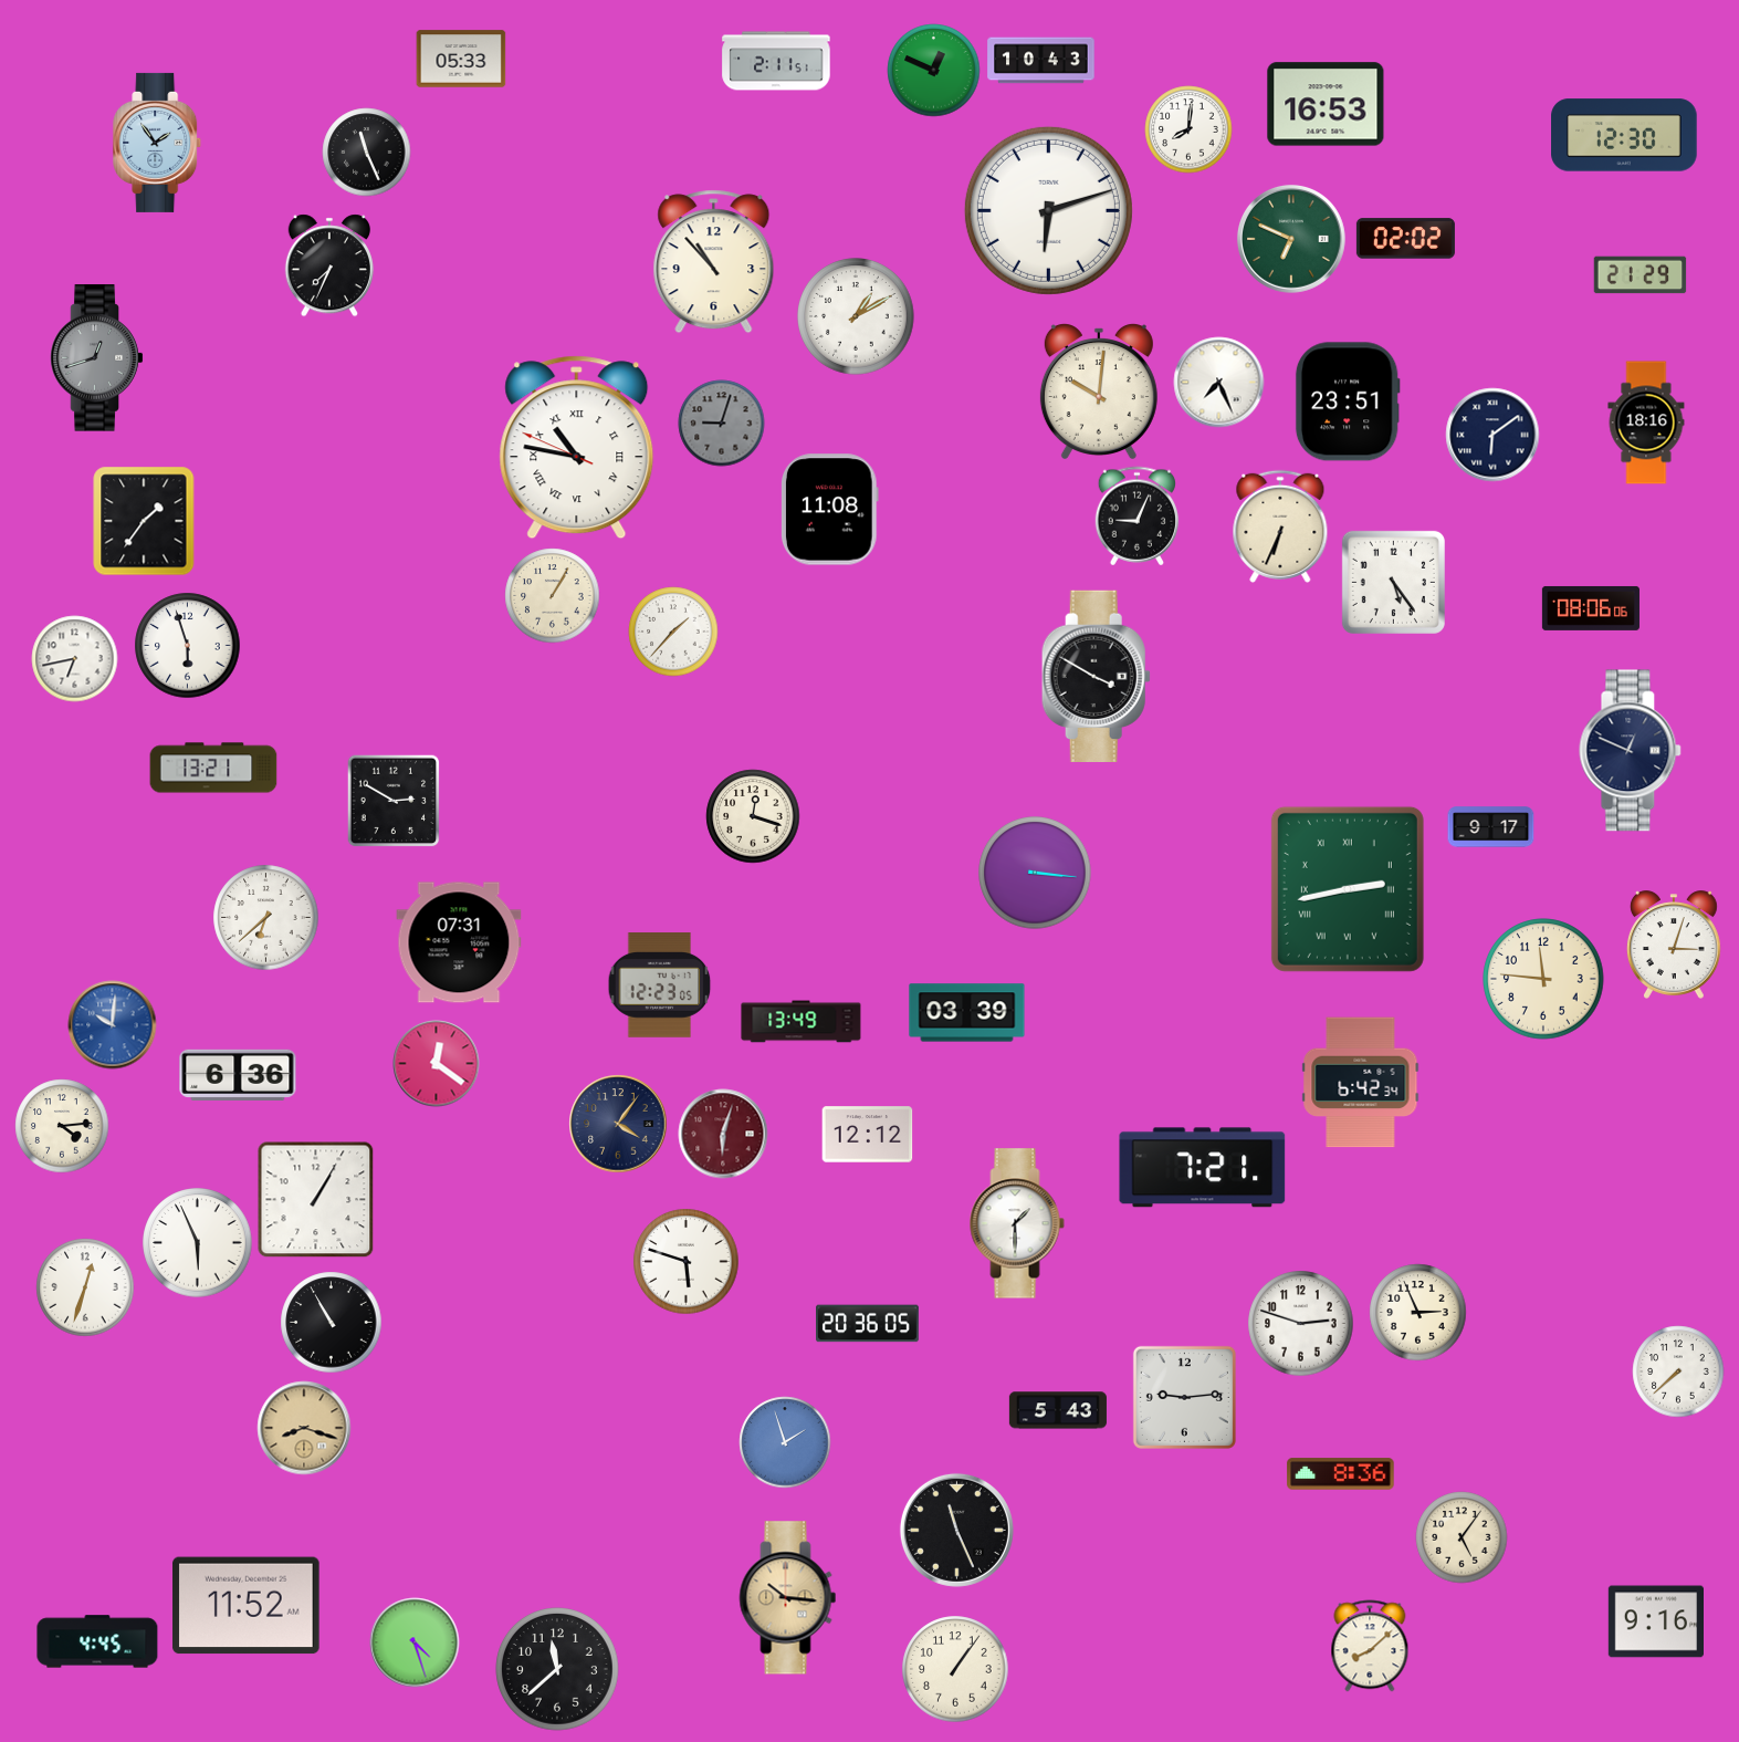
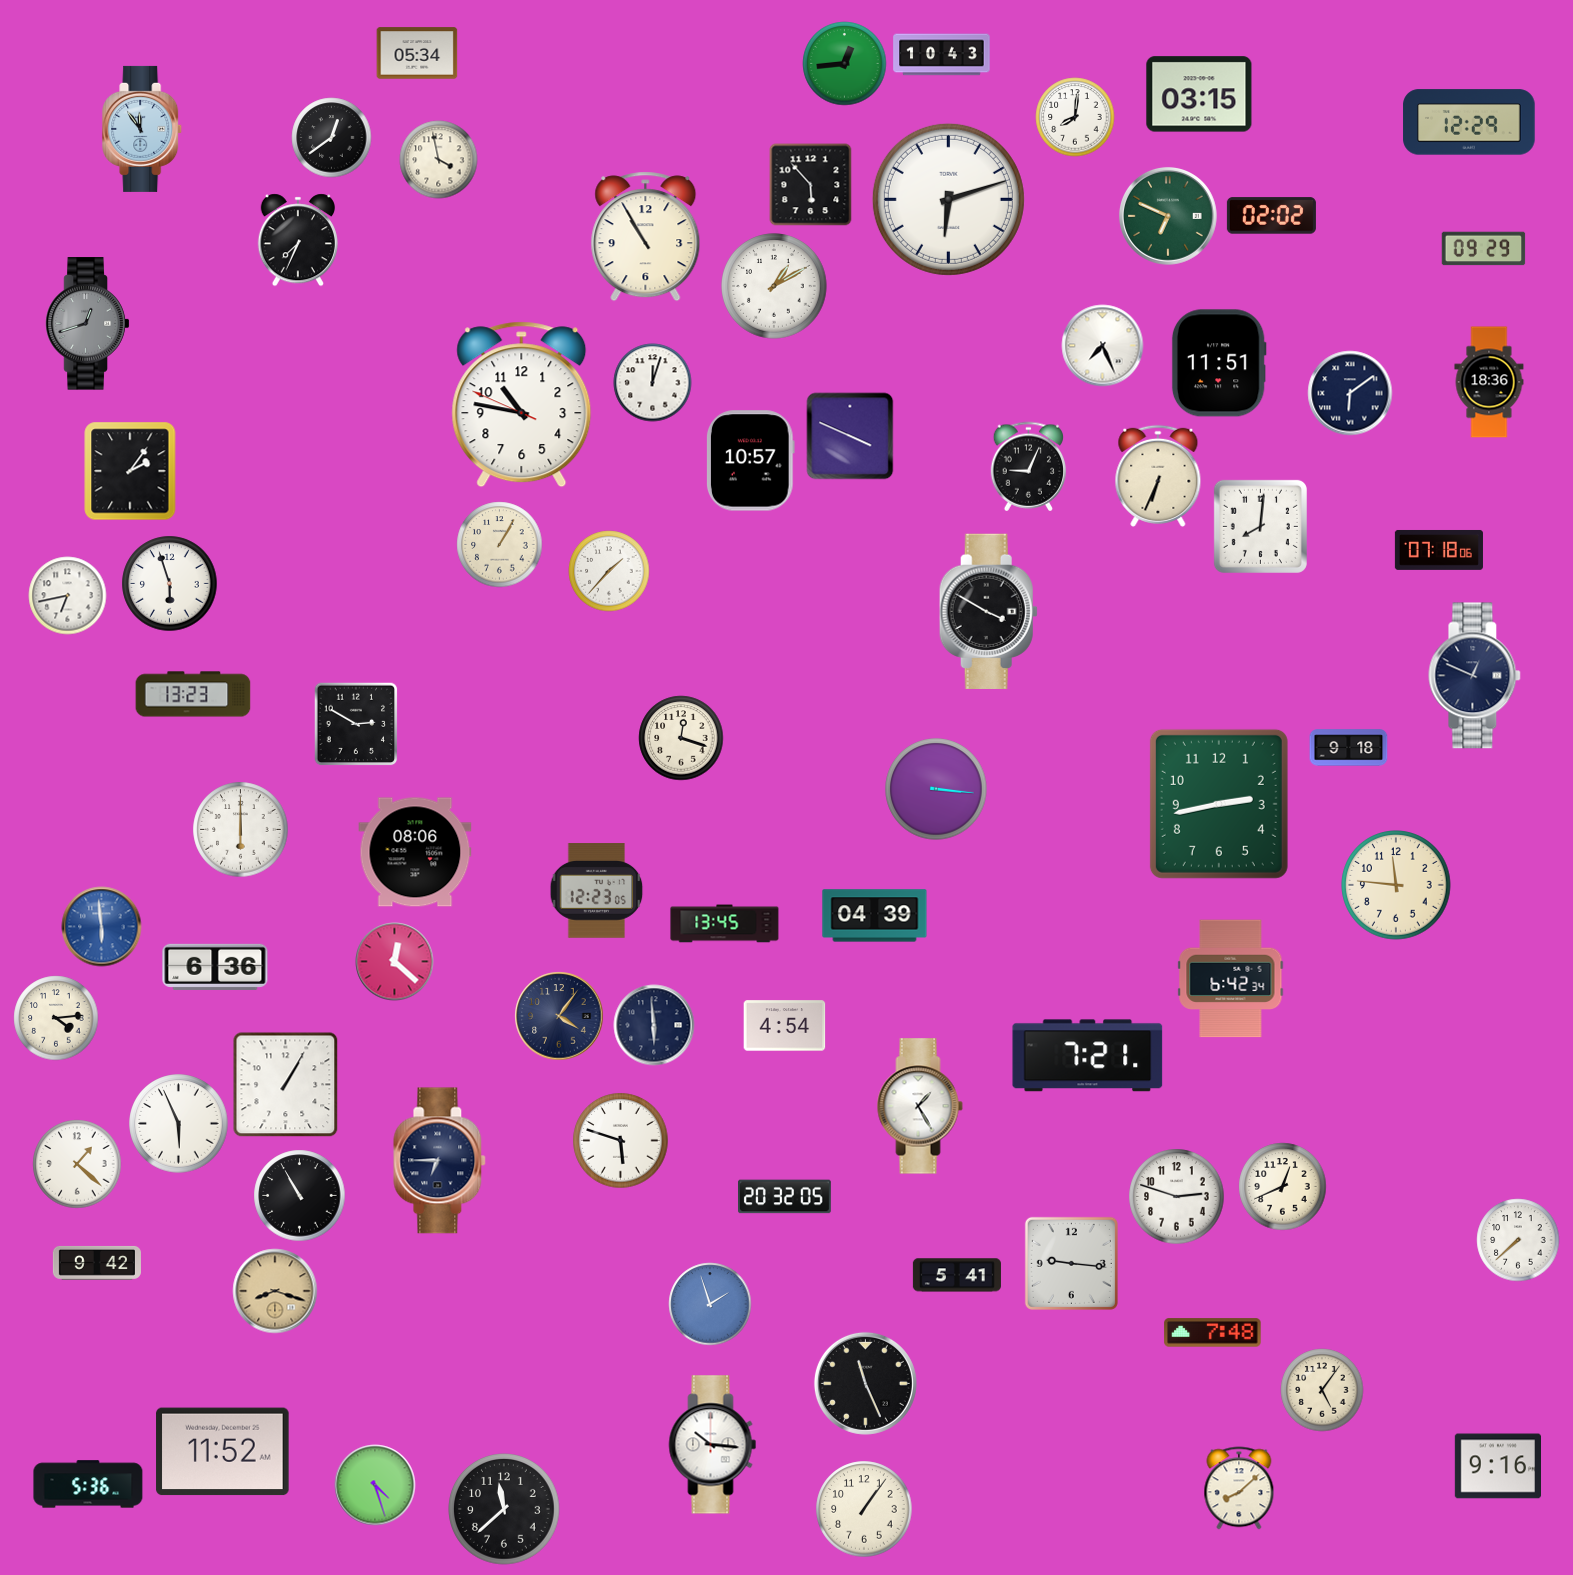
clock at (461, 59): 05:33 -> 05:34
clock at (776, 61): 2:11 -> none
clock at (934, 71): 12:49 -> 12:44
clock at (1326, 104): 16:53 -> 03:15
clock at (1624, 135): 12:30 -> 12:29
clock at (158, 143): 1:54 -> 11:54
clock at (367, 153): 11:26 -> 12:39
clock at (439, 160): none -> 3:58
clock at (811, 185): none -> 5:53
clock at (1048, 210) position: (1048, 210) -> (948, 199)
clock at (714, 262): 10:53 -> 10:55
clock at (1641, 275): 21:29 -> 09:29
clock at (1099, 392): 10:01 -> none
clock at (1348, 401): 23:51 -> 11:51
clock at (1646, 423): 18:16 -> 18:36
clock at (722, 424): 9:03 -> 12:03
clock at (722, 424) dial: grey -> white
clock at (577, 448) numerals: Roman -> Arabic
clock at (850, 436): none -> 3:49
clock at (829, 510): 11:08 -> 10:57
clock at (144, 521): 1:36 -> 2:06
clock at (1393, 582): 5:24 -> 8:01
clock at (553, 596) position: (553, 596) -> (500, 545)
clock at (1591, 608): 08:06 -> 07:18
clock at (1096, 677) position: (1096, 677) -> (988, 612)
clock at (1631, 751) position: (1631, 751) -> (1475, 676)
clock at (213, 768): 13:21 -> 13:23
clock at (1491, 827): 9:17 -> 9:18
clock at (1348, 889) numerals: Roman -> Arabic
clock at (266, 918): 6:38 -> 6:00
clock at (459, 942): 07:31 -> 08:06
clock at (1674, 945): 3:03 -> none
clock at (967, 1013): 03:39 -> 04:39
clock at (802, 1022): 13:49 -> 13:45
clock at (113, 1025): 10:01 -> 5:59
clock at (437, 1064): 12:21 -> 12:22
clock at (238, 1075) position: (238, 1075) -> (215, 967)
clock at (723, 1134): 6:03 -> 5:59
clock at (723, 1134) dial: burgundy -> navy
clock at (868, 1135): 12:12 -> 4:54
clock at (1017, 1223): 1:30 -> 1:25
clock at (440, 1161): none -> 6:45
clock at (85, 1287): 12:33 -> 1:22
clock at (1418, 1313): 2:56 -> 12:41
clock at (868, 1324): 20:36 -> 20:32
clock at (97, 1263): none -> 9:42
clock at (1184, 1397): 9:14 -> 9:16
clock at (1058, 1410): 5:43 -> 5:41
clock at (1341, 1474): 8:36 -> 7:48
clock at (788, 1598) dial: champagne -> white
clock at (97, 1641): 4:45 -> 5:36
